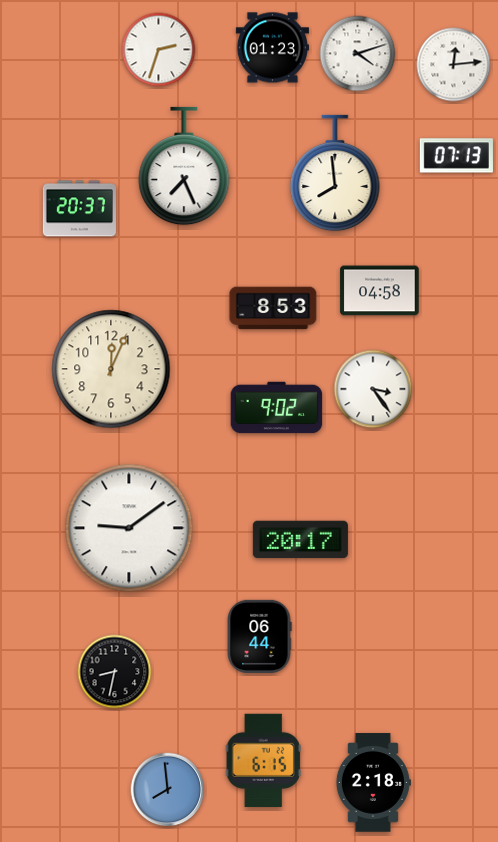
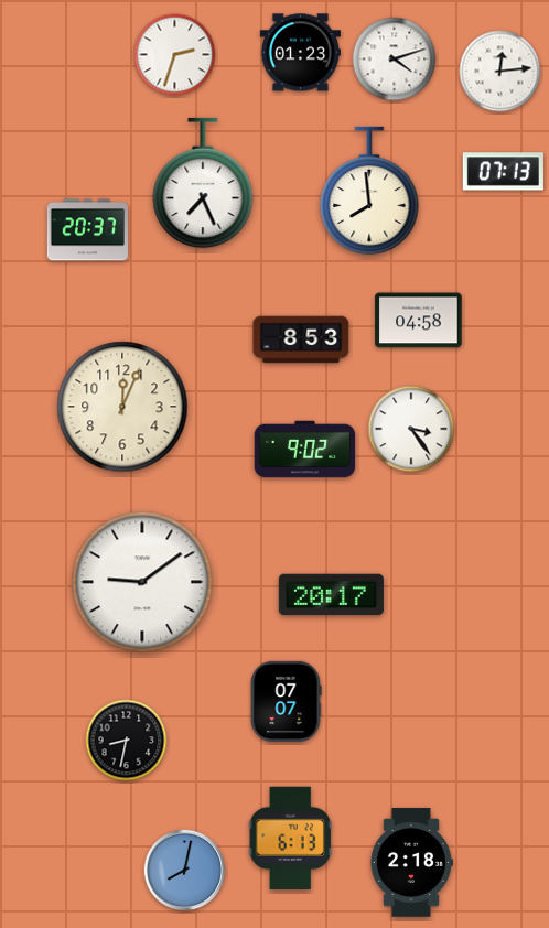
clock at (259, 636): 06:44 -> 07:07
clock at (263, 760): 6:15 -> 6:13
clock at (168, 790): 7:59 -> 8:02
